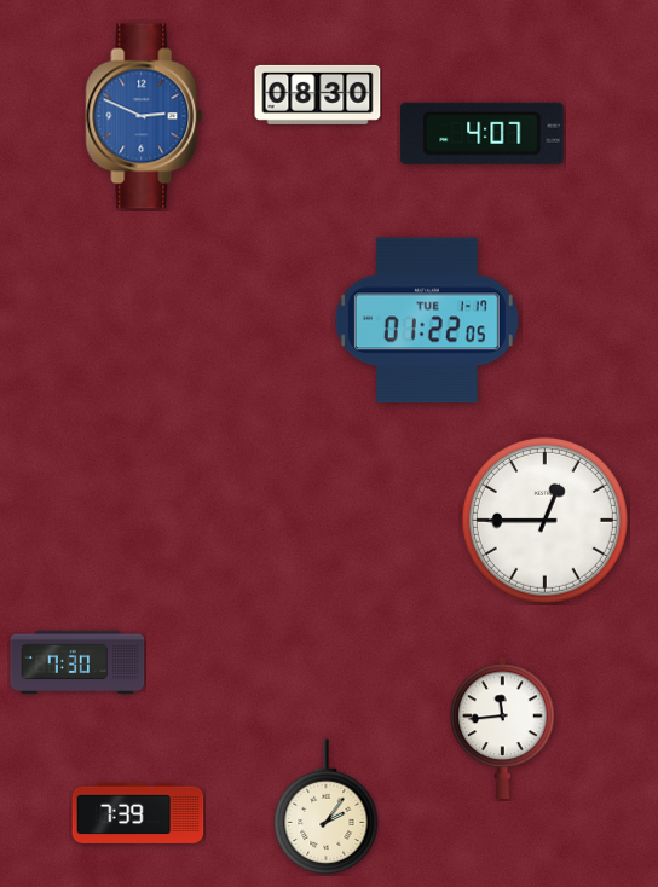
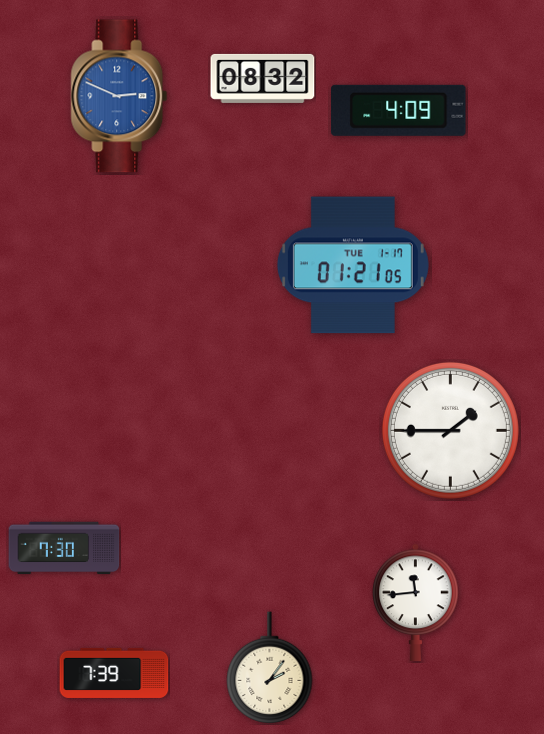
clock at (318, 94): 08:30 -> 08:32
clock at (483, 133): 4:07 -> 4:09
clock at (427, 320): 01:22 -> 01:21
clock at (544, 520): 12:45 -> 1:45
